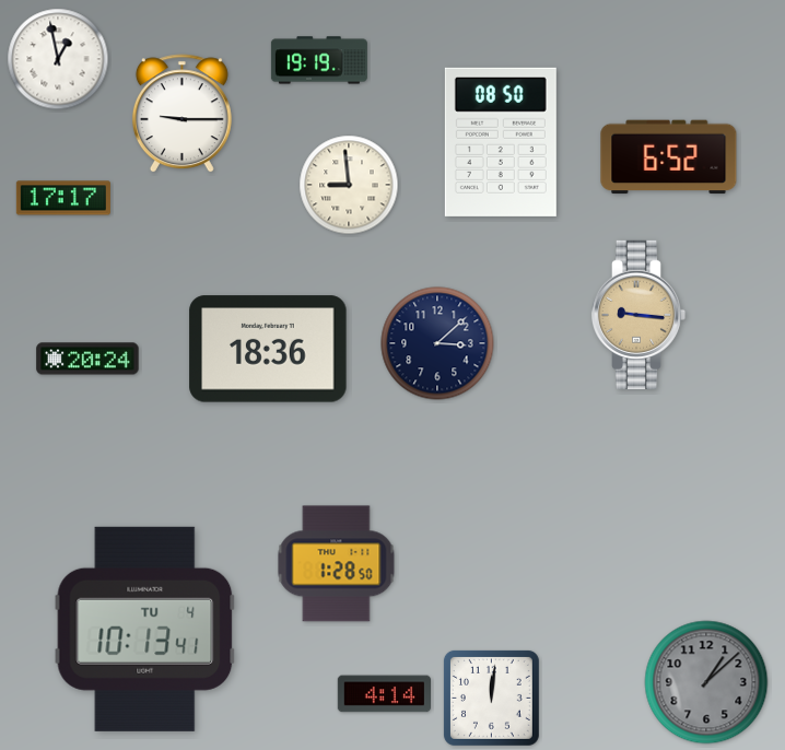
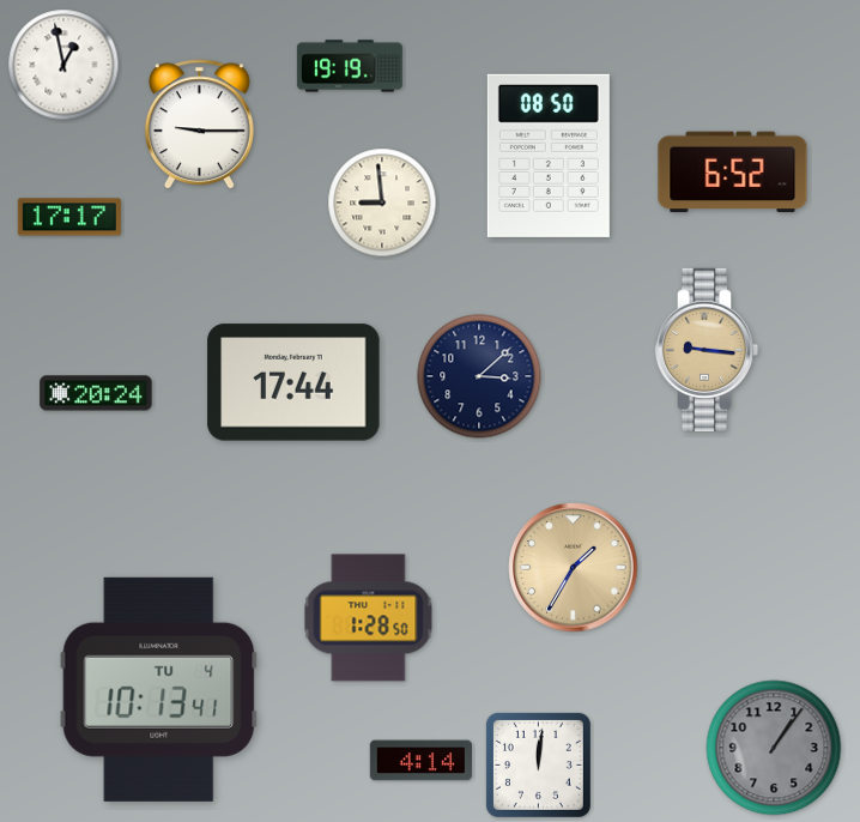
clock at (638, 315) position: (638, 315) -> (707, 350)
clock at (268, 349): 18:36 -> 17:44
clock at (574, 568): none -> 1:35
clock at (706, 682): 1:08 -> 1:06
